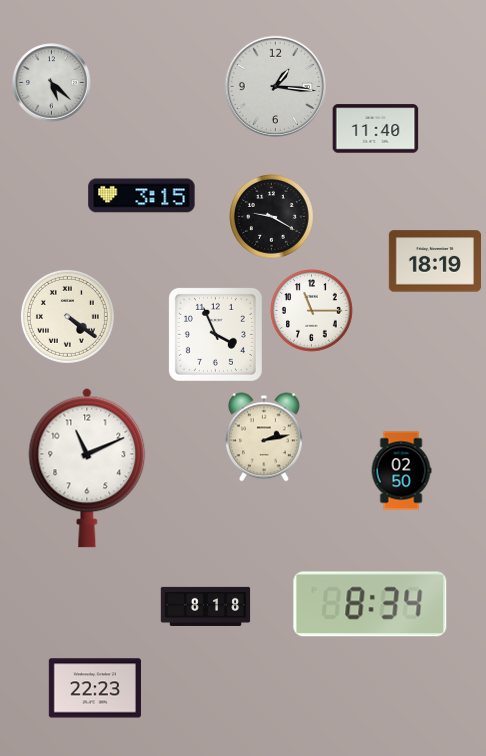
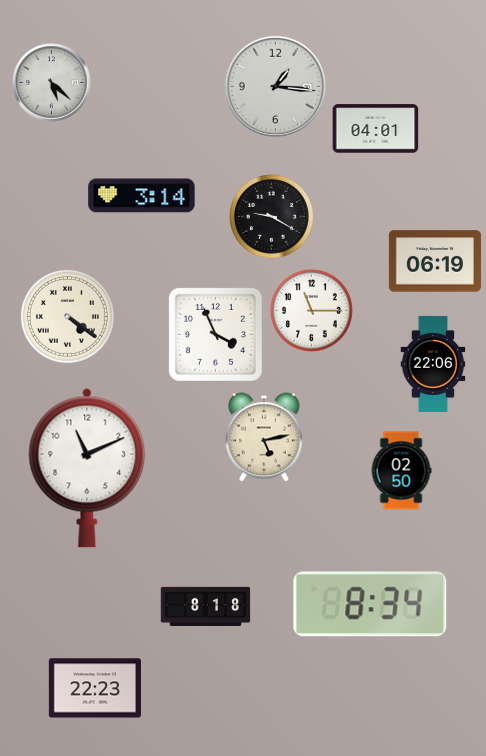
clock at (376, 129): 11:40 -> 04:01
clock at (142, 196): 3:15 -> 3:14
clock at (434, 261): 18:19 -> 06:19
clock at (433, 364): none -> 22:06
clock at (264, 437): 2:13 -> 5:13
